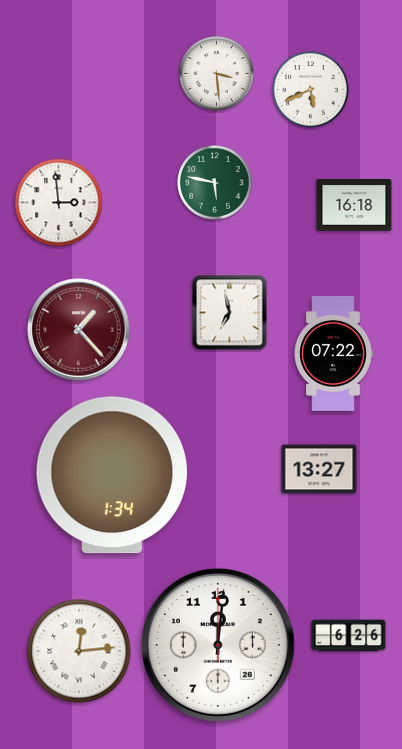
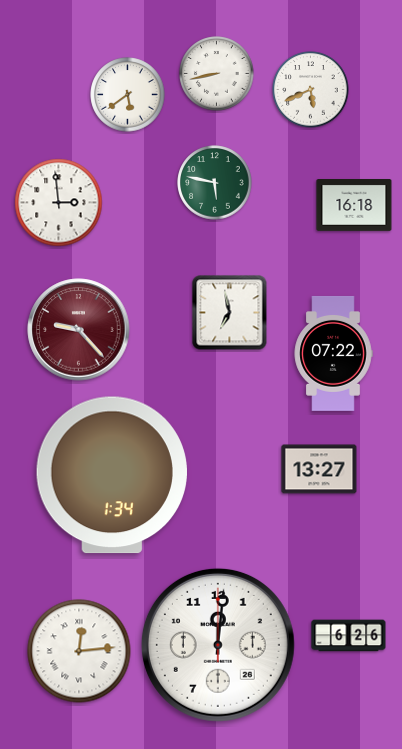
clock at (217, 74): 3:29 -> 8:43
clock at (128, 95): none -> 5:39
clock at (79, 330): 1:23 -> 9:23
